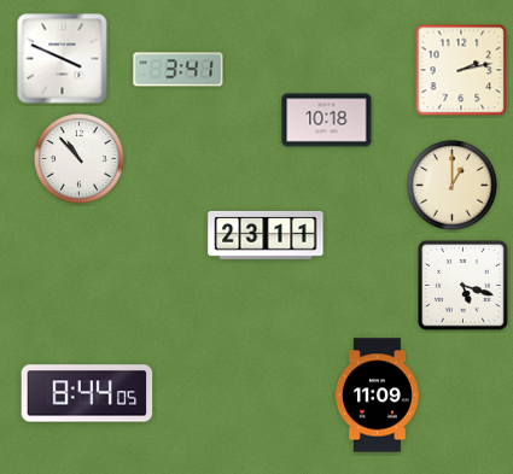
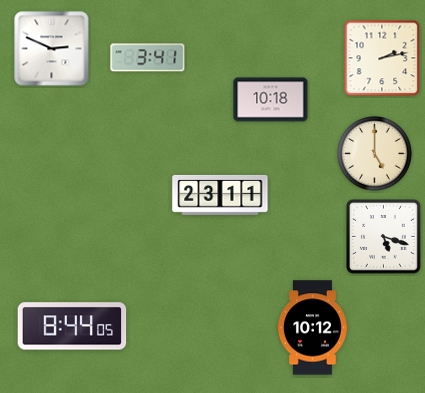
clock at (63, 59): 3:49 -> 2:49
clock at (80, 159): 10:53 -> none
clock at (453, 186): 1:00 -> 5:00
clock at (378, 396): 11:09 -> 10:12
